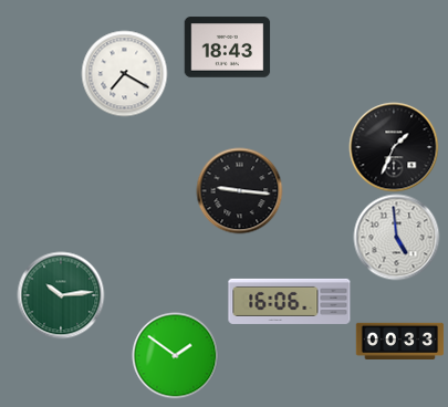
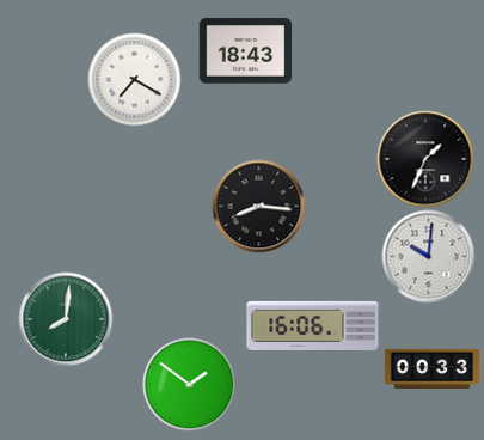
clock at (239, 190): 9:16 -> 8:16
clock at (396, 237): 4:59 -> 10:01
clock at (61, 295): 10:14 -> 8:01
